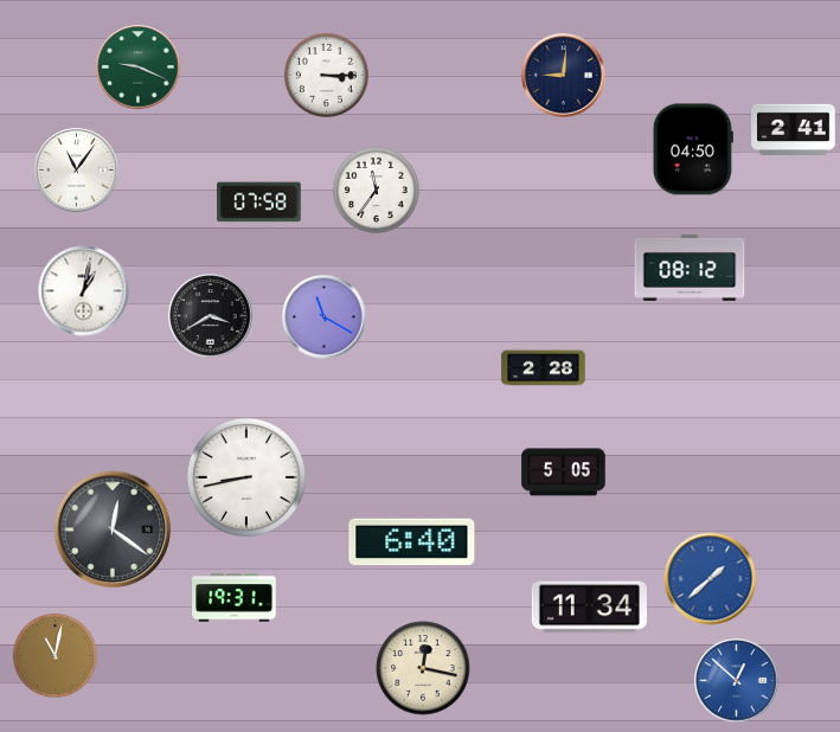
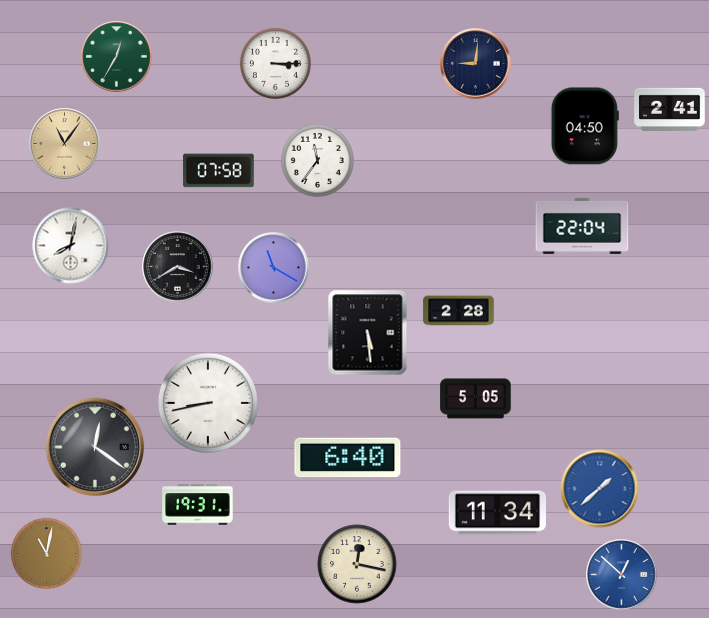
clock at (139, 68): 9:19 -> 12:35
clock at (77, 171) dial: white -> champagne
clock at (690, 268): 08:12 -> 22:04
clock at (84, 291): 1:02 -> 8:02
clock at (368, 333): none -> 5:29
